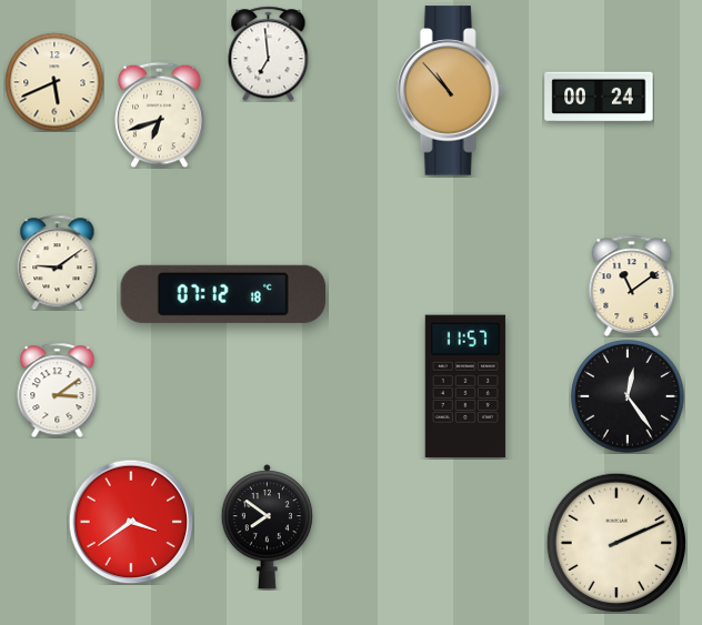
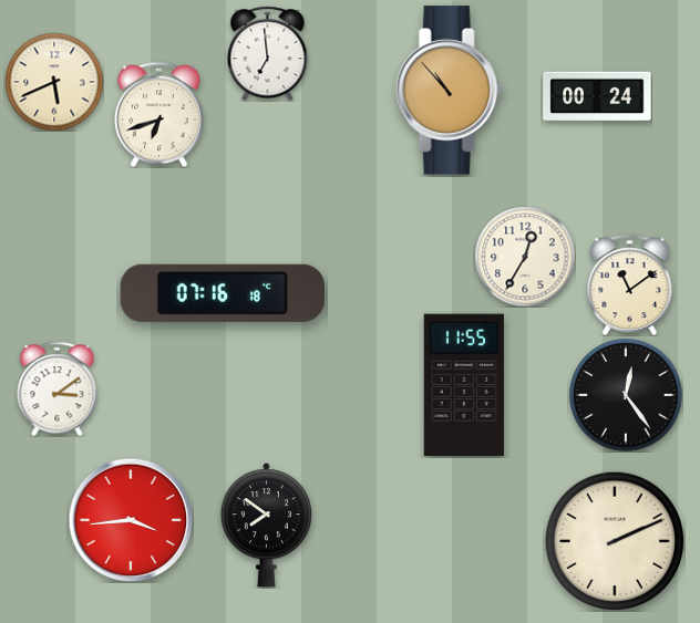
clock at (525, 257): none -> 12:35
clock at (58, 262): 9:09 -> none
clock at (222, 294): 07:12 -> 07:16
clock at (465, 386): 11:57 -> 11:55
clock at (131, 522): 3:39 -> 3:44
